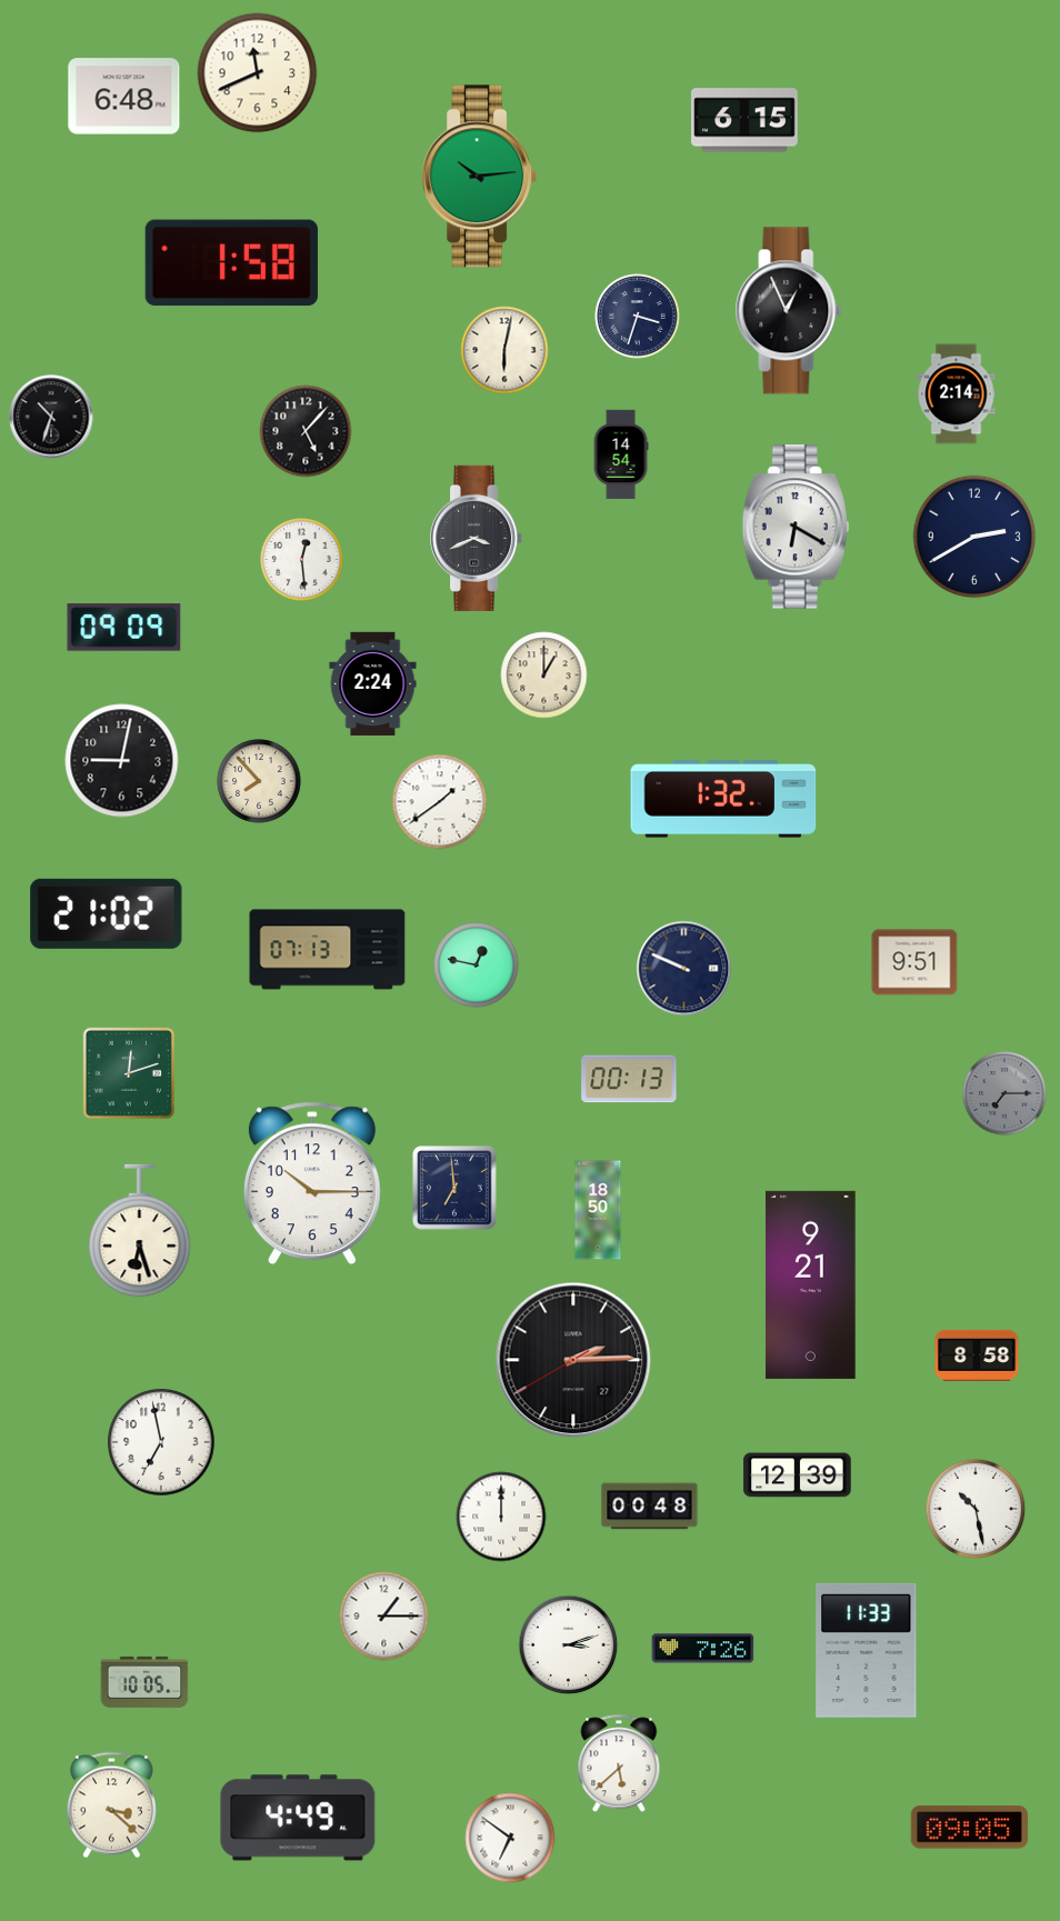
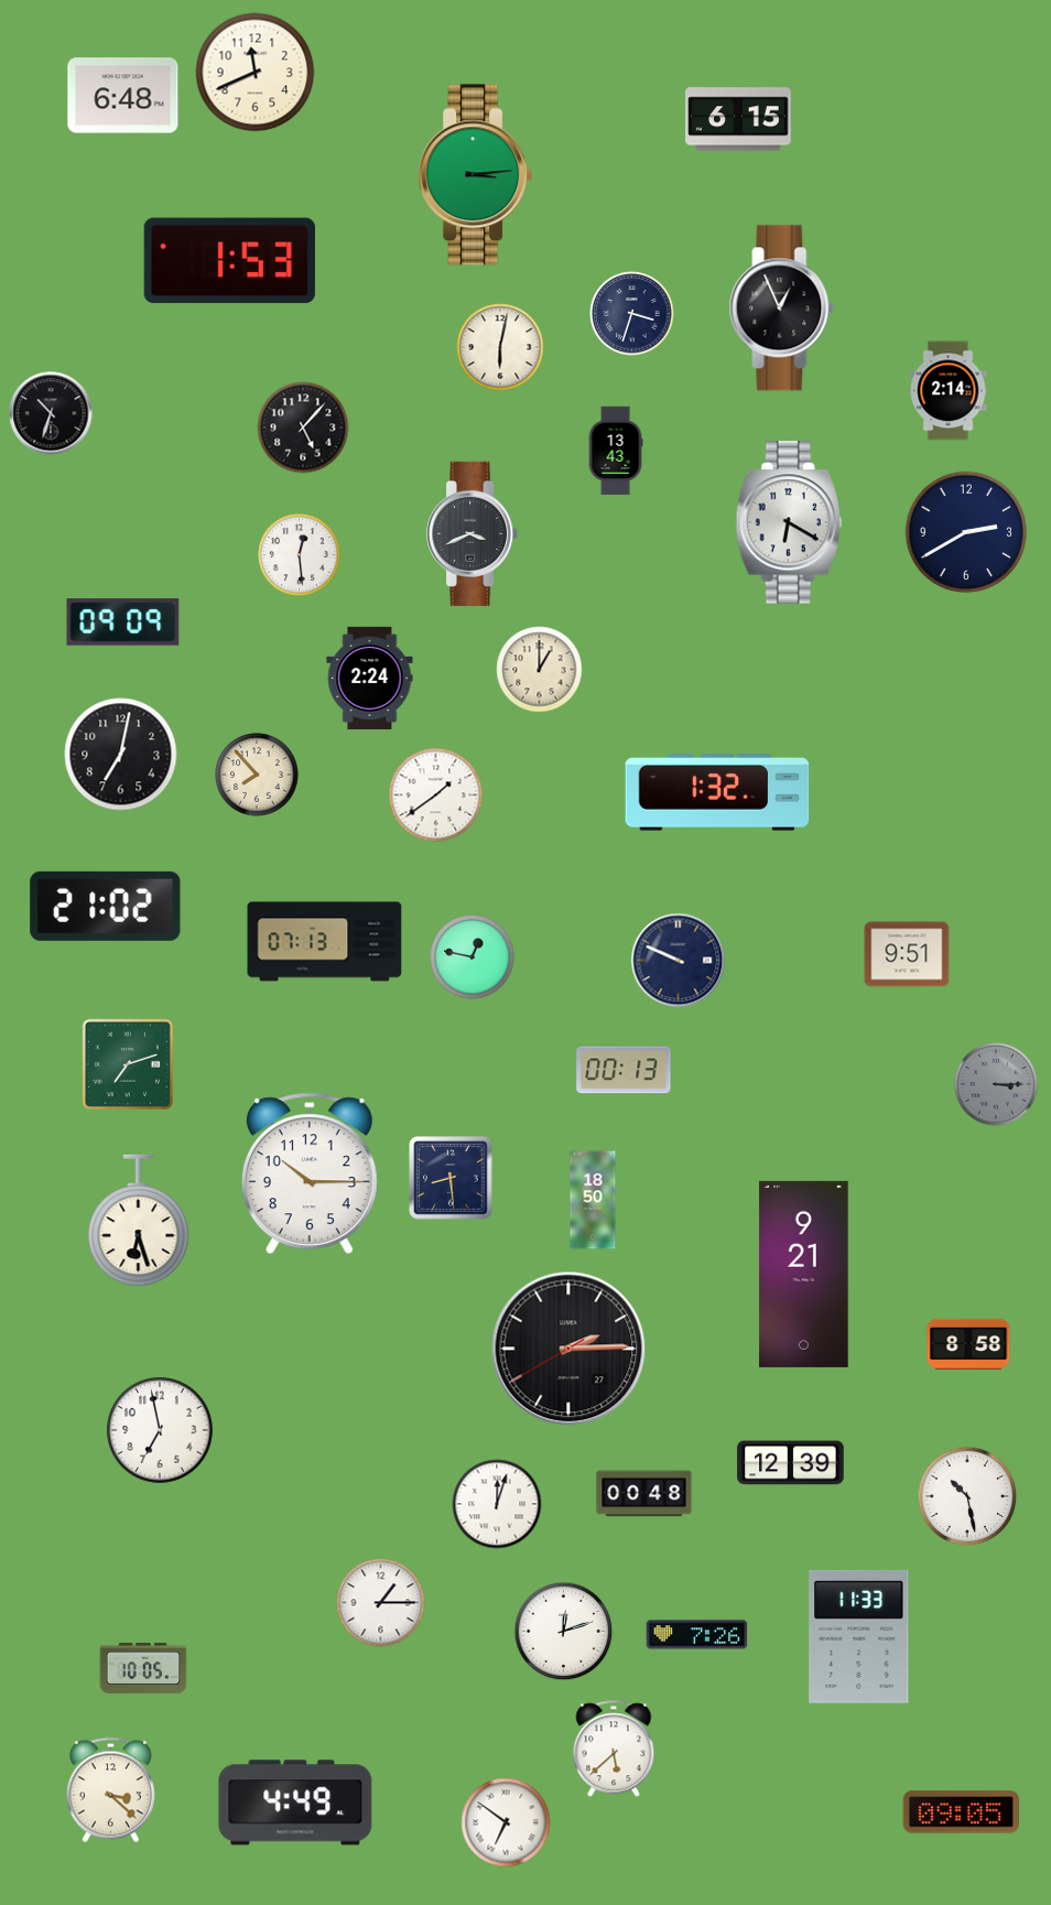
clock at (480, 177): 10:14 -> 3:14
clock at (231, 263): 1:58 -> 1:53
clock at (621, 454): 14:54 -> 13:43
clock at (122, 761): 9:02 -> 7:02
clock at (129, 1073): 12:12 -> 7:12
clock at (1004, 1093): 7:15 -> 3:15
clock at (454, 1188): 6:59 -> 8:29
clock at (501, 1517): 12:00 -> 12:03
clock at (569, 1645): 3:12 -> 12:12
